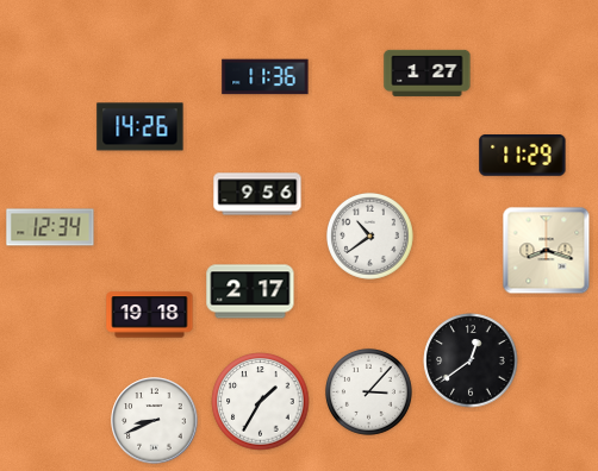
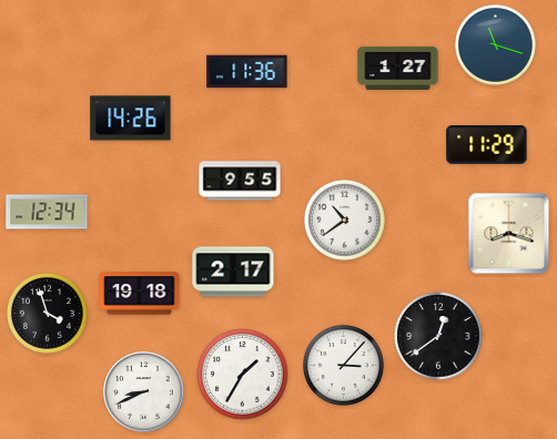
clock at (495, 44): none -> 11:18
clock at (257, 194): 9:56 -> 9:55
clock at (47, 313): none -> 3:57
